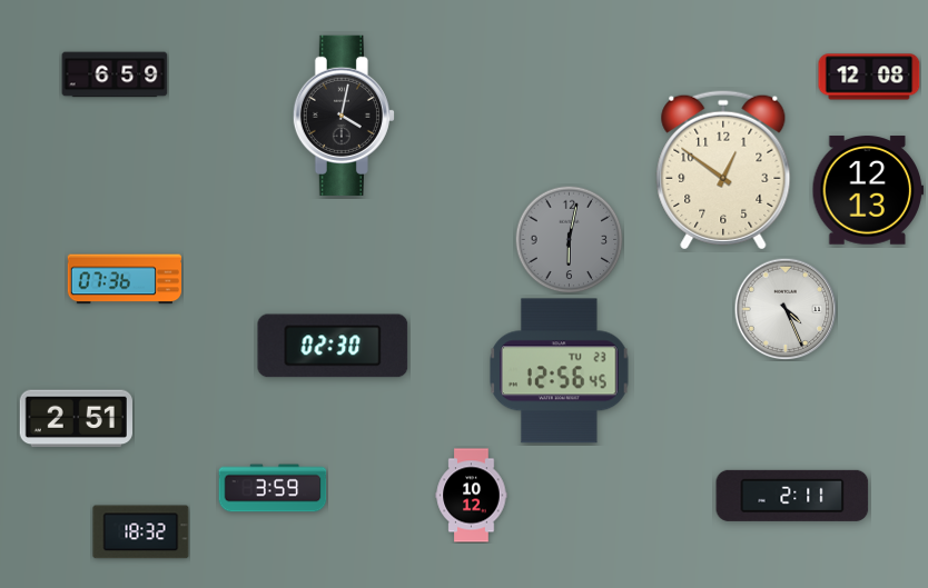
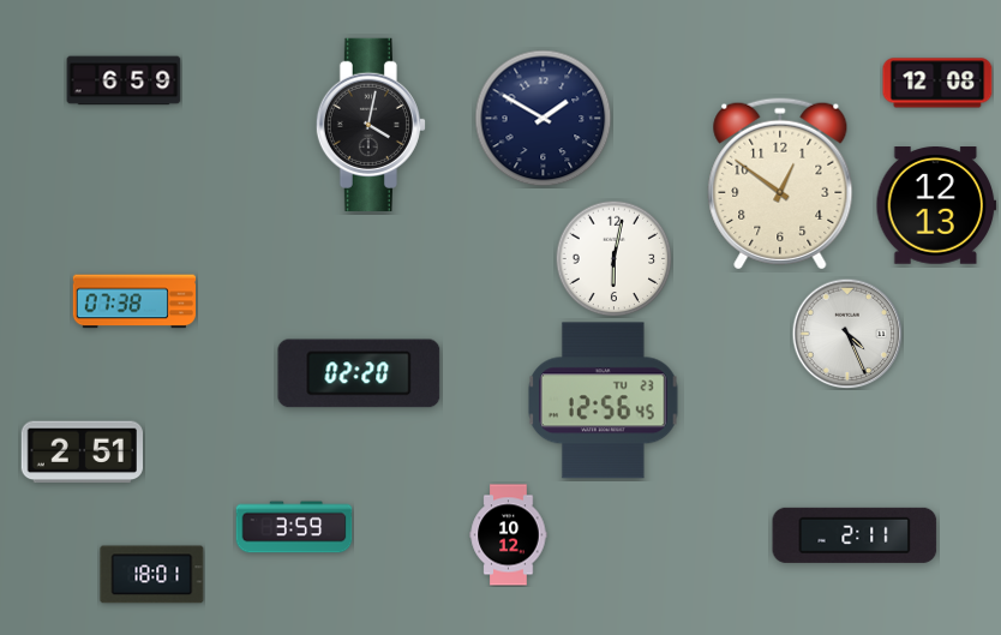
clock at (544, 119): none -> 1:50
clock at (569, 239) dial: grey -> white
clock at (124, 279): 07:36 -> 07:38
clock at (333, 346): 02:30 -> 02:20
clock at (141, 532): 18:32 -> 18:01
